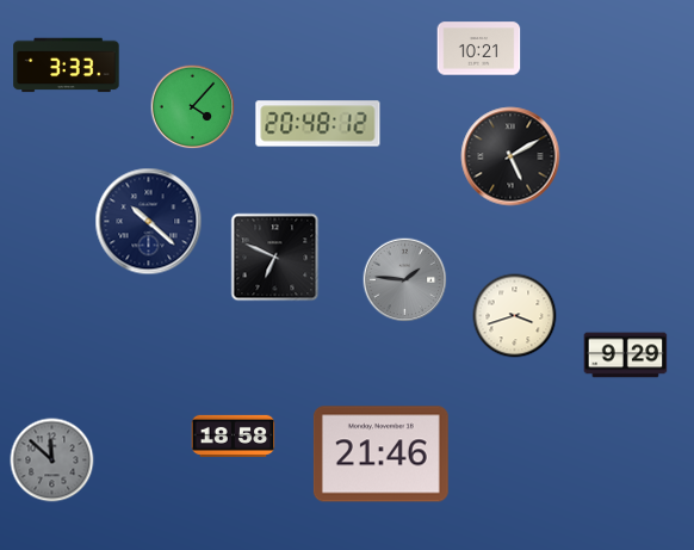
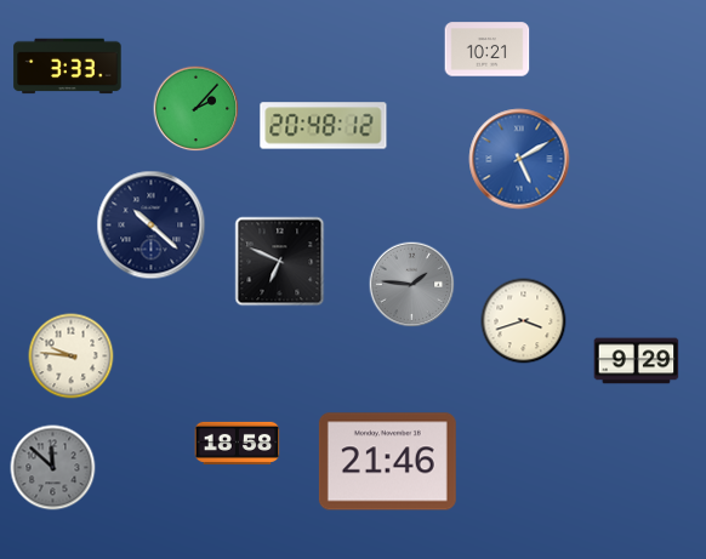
clock at (193, 107): 4:07 -> 2:07
clock at (510, 156) dial: black -> blue
clock at (72, 356): none -> 9:46
